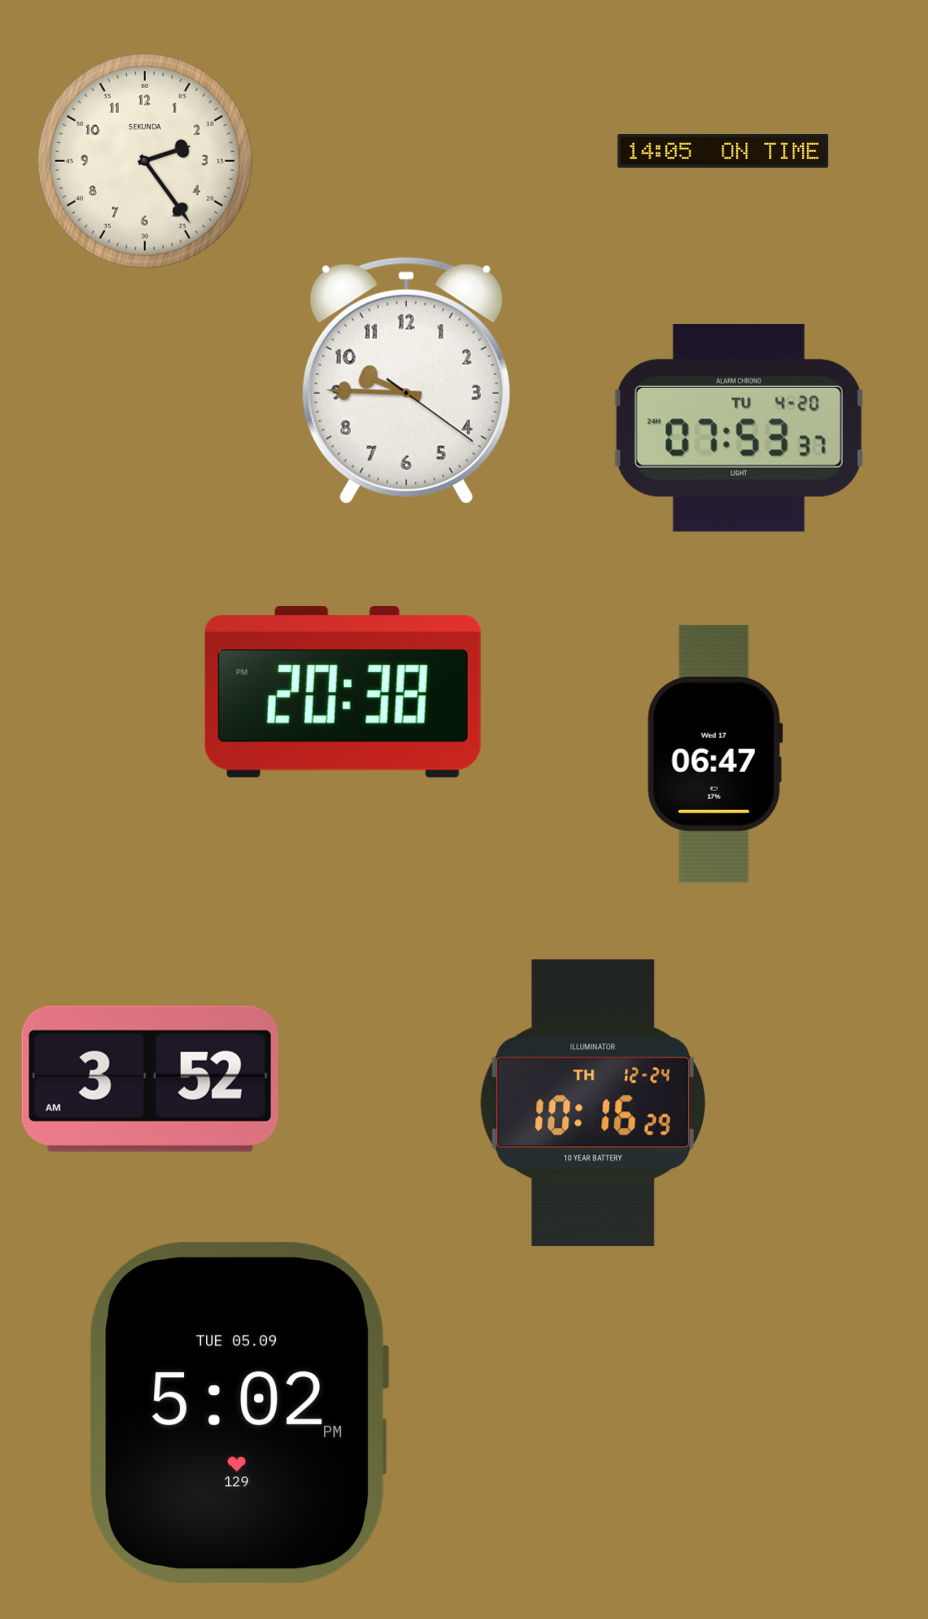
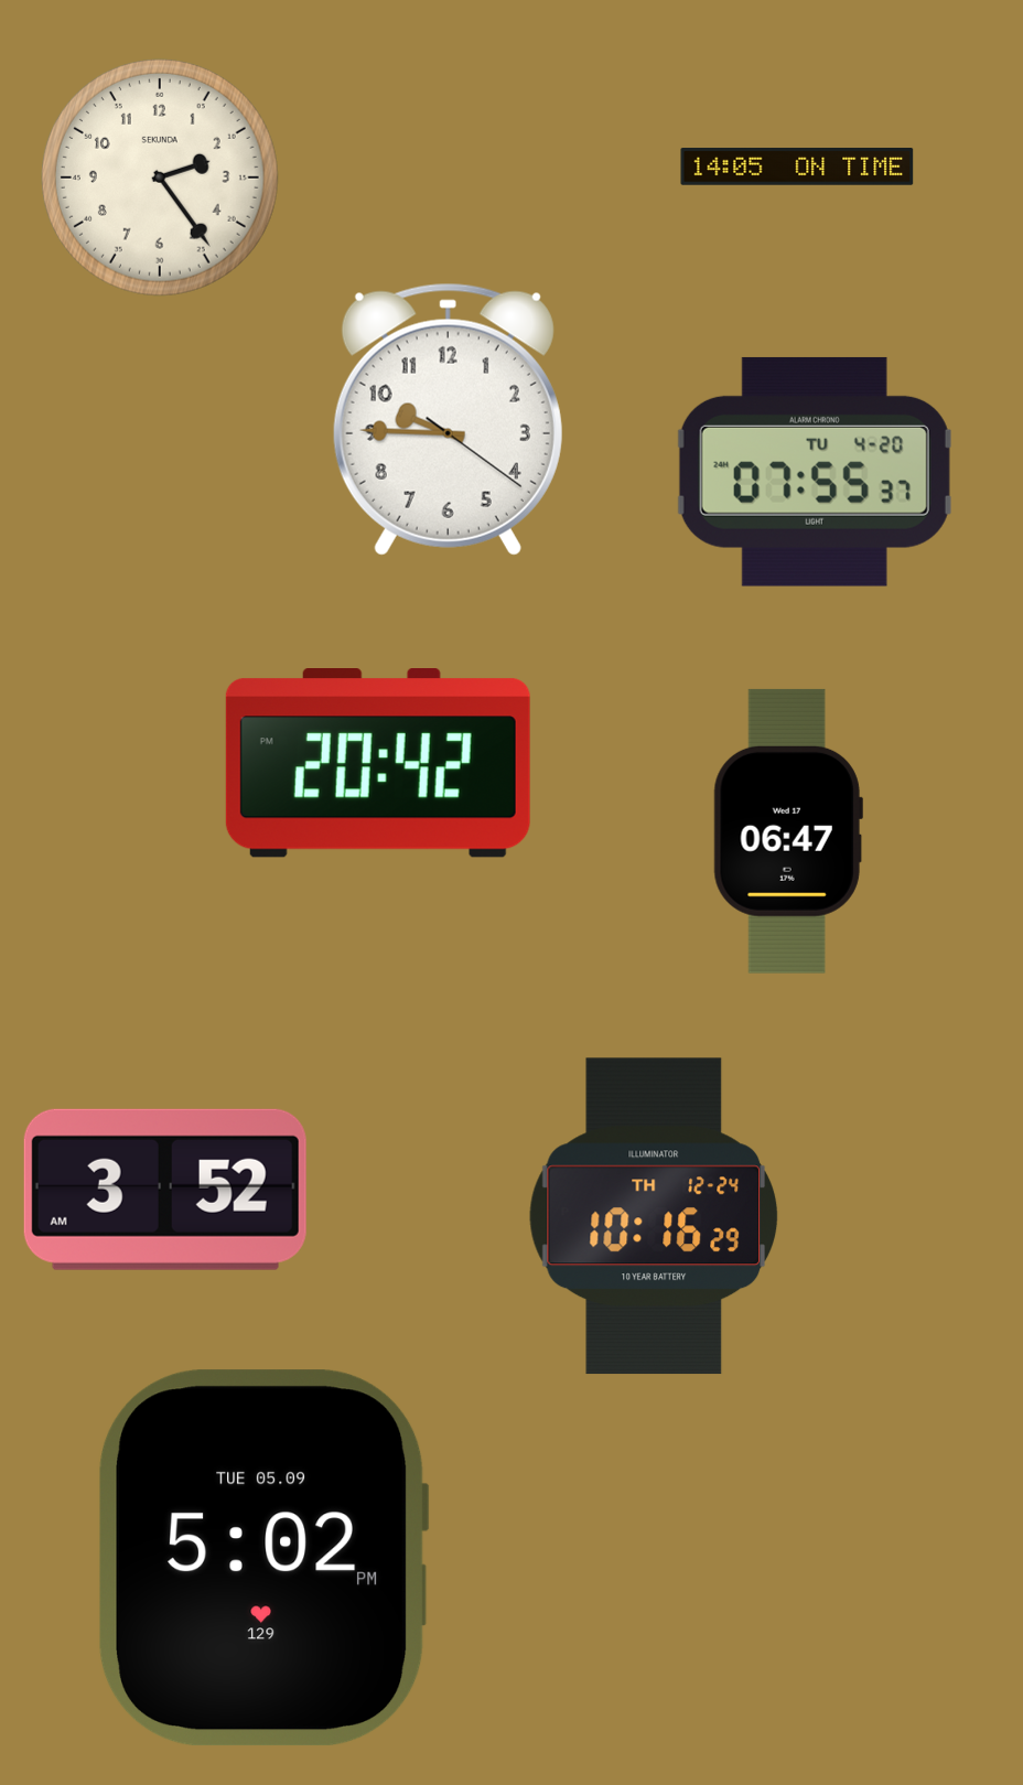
clock at (739, 428): 07:53 -> 07:55
clock at (343, 693): 20:38 -> 20:42
